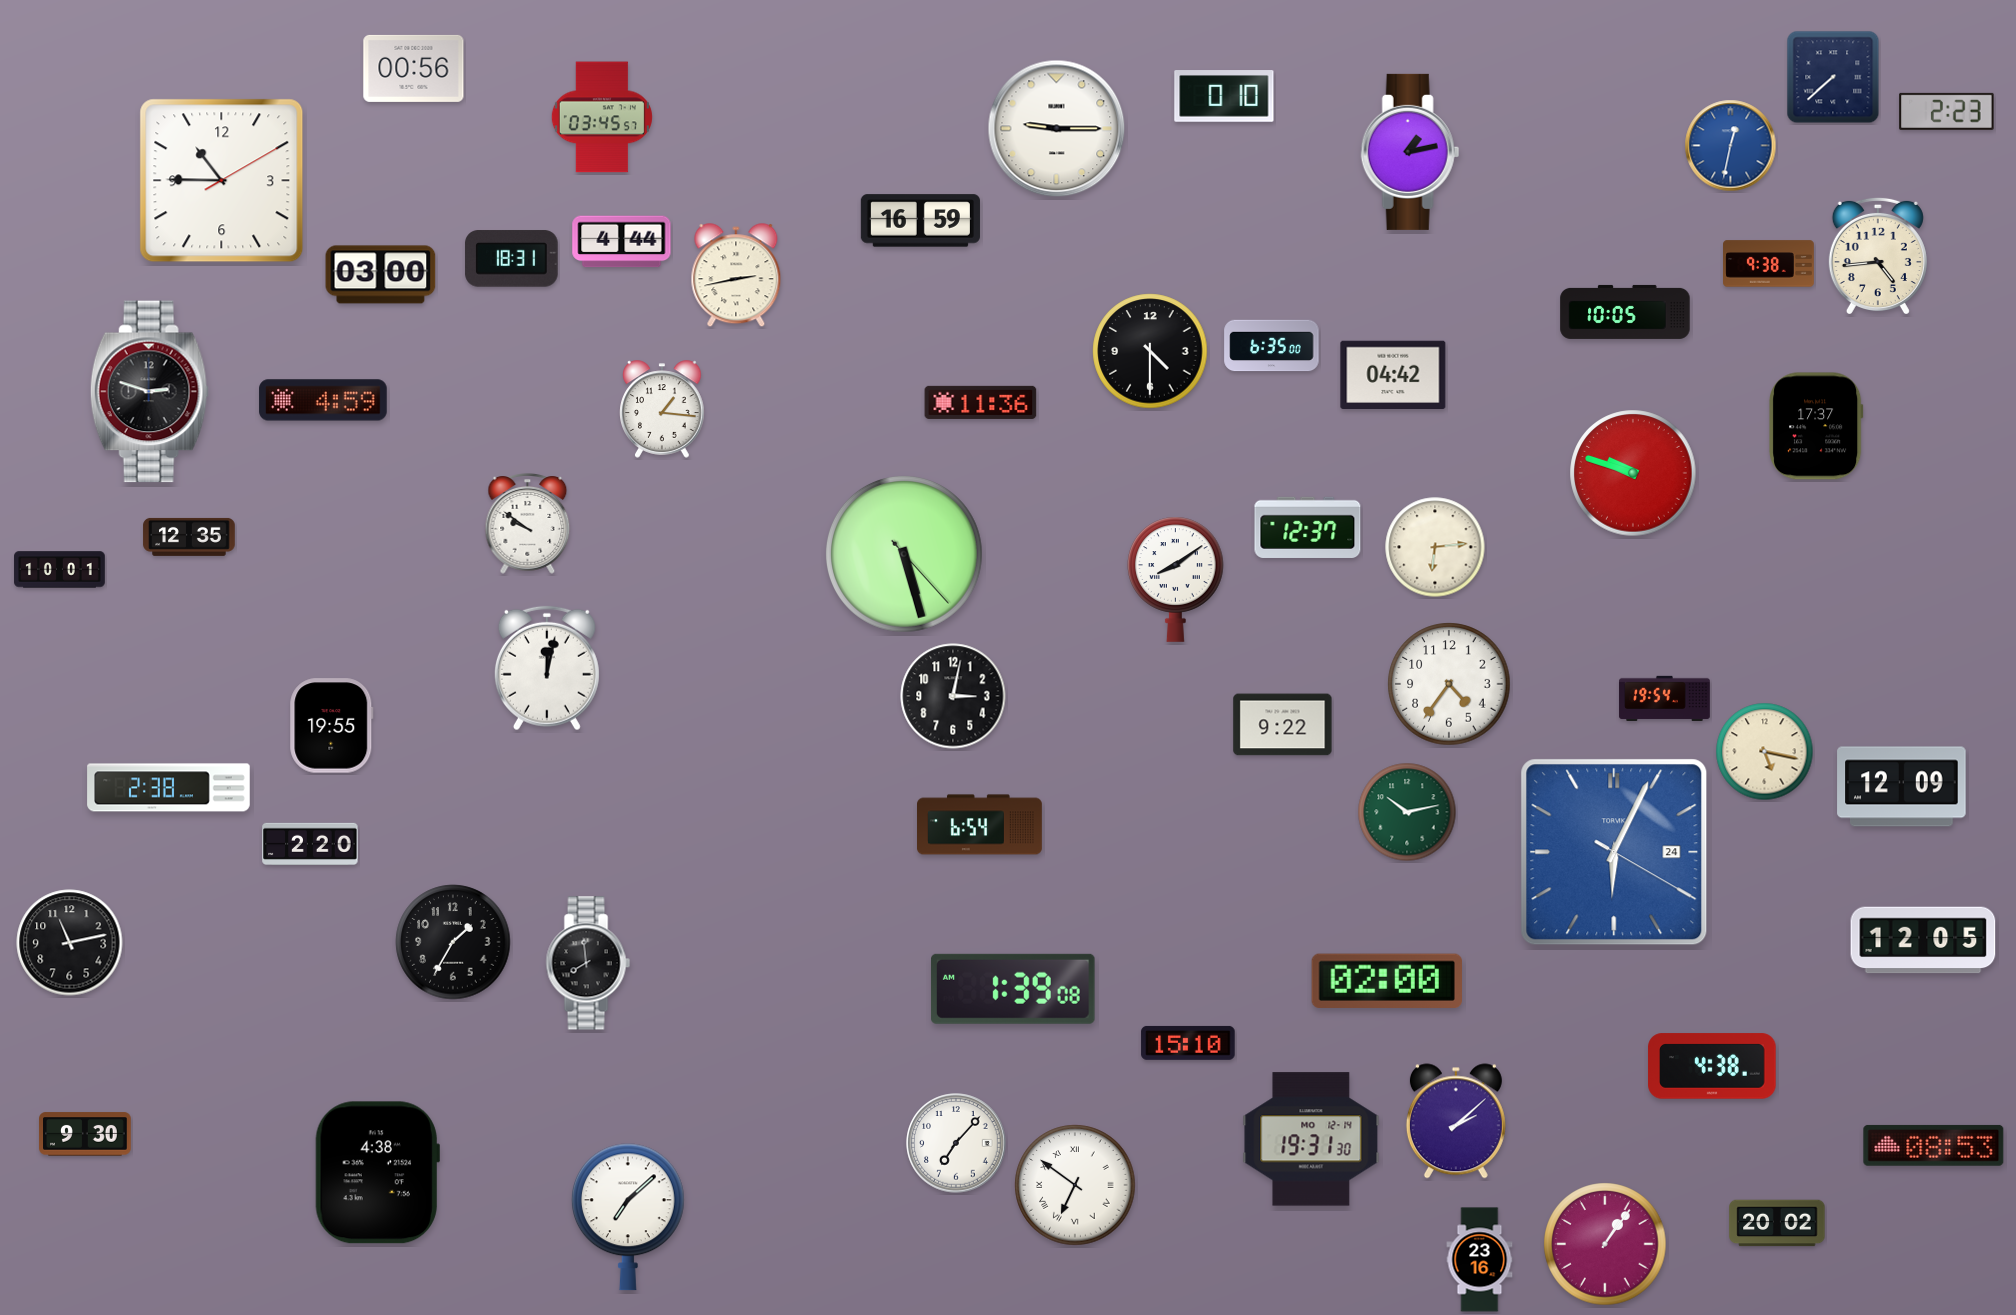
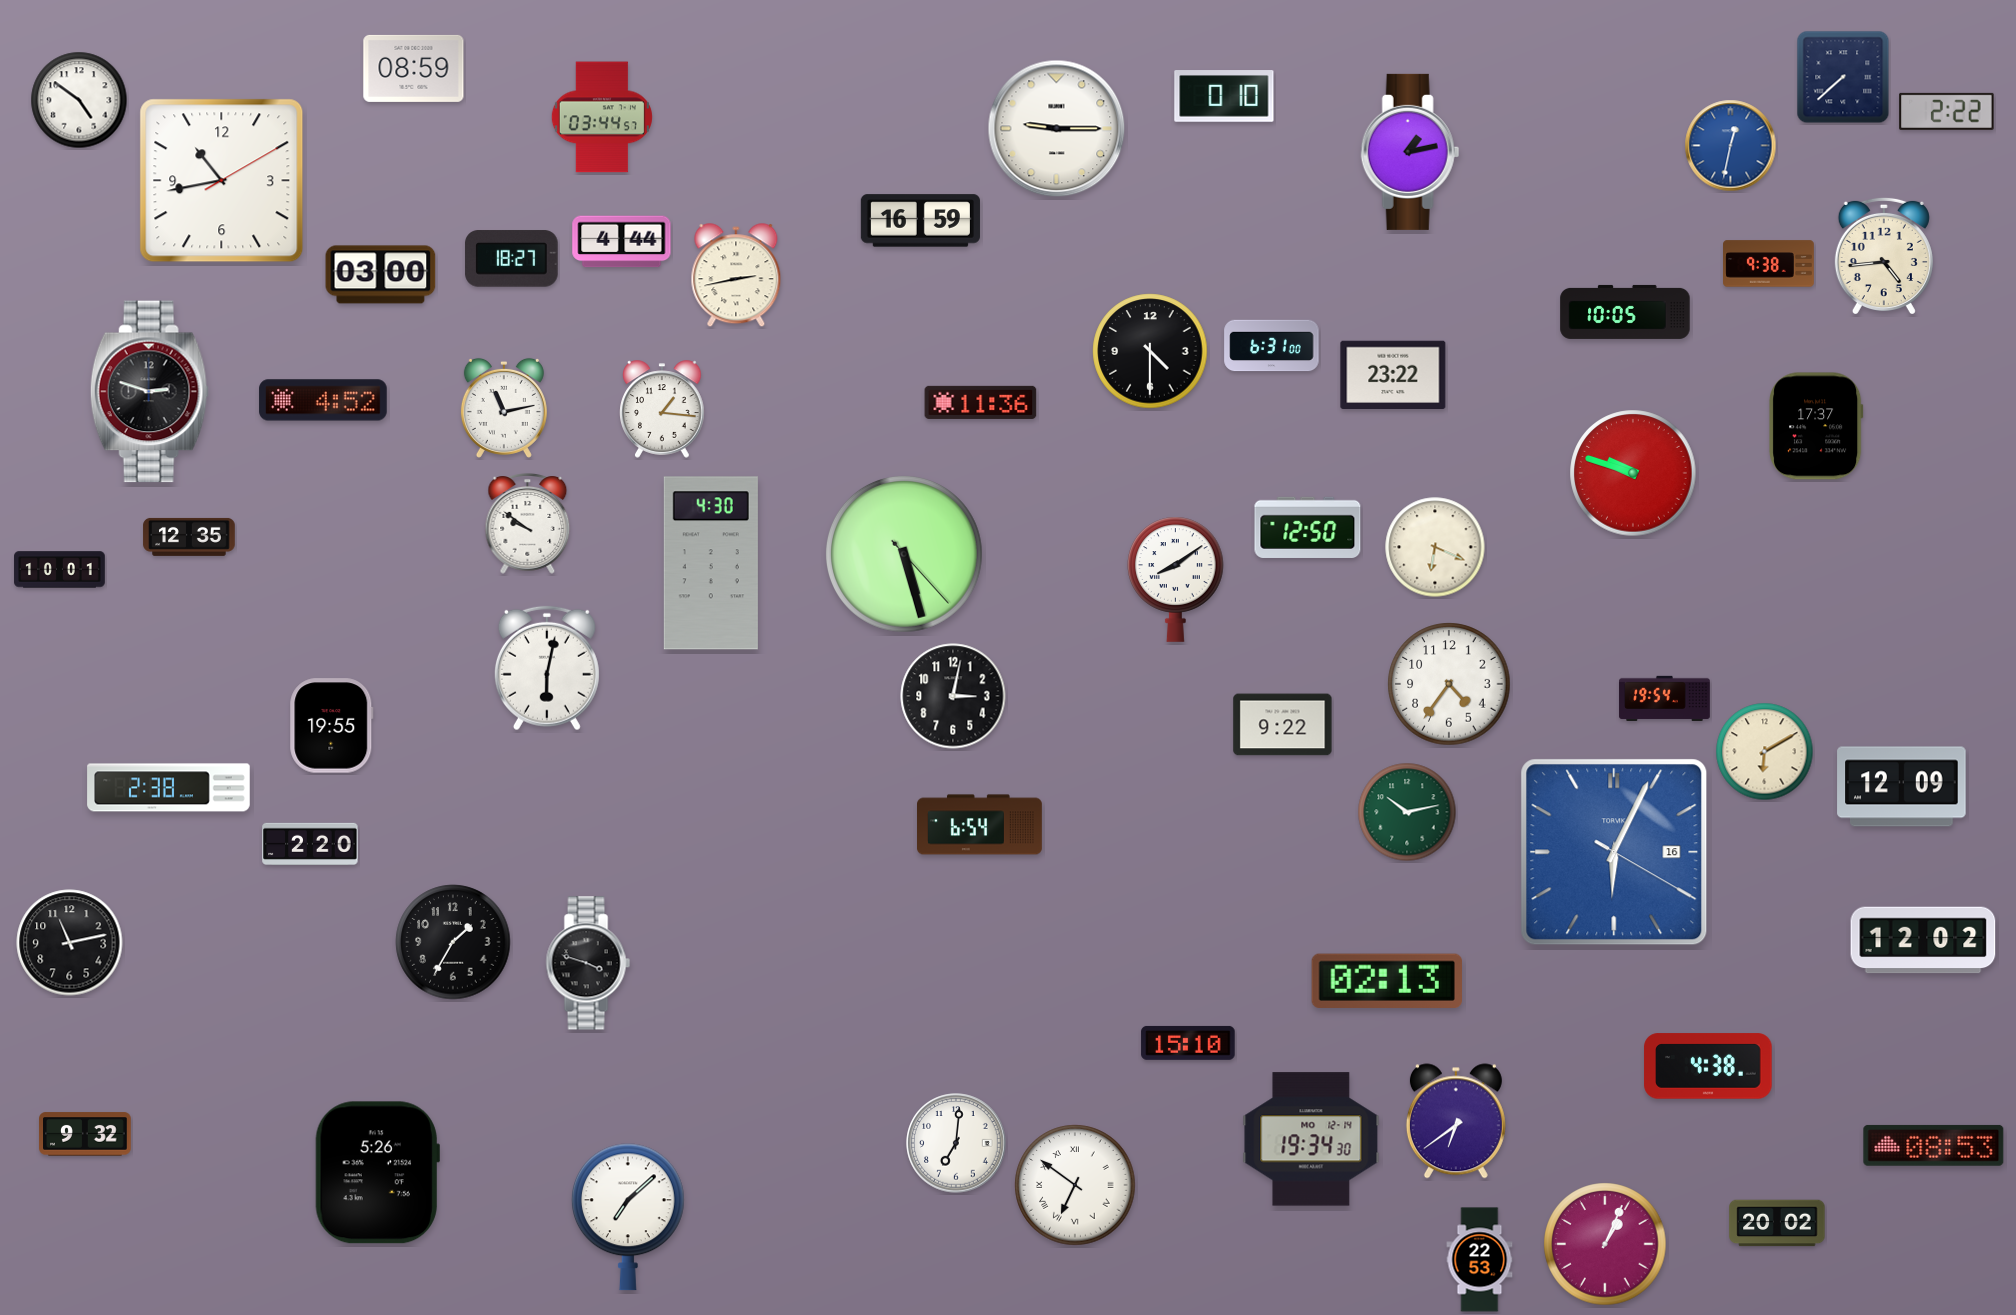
clock at (414, 68): 00:56 -> 08:59
clock at (1833, 77) position: (1833, 77) -> (1843, 77)
clock at (79, 100): none -> 4:51
clock at (1947, 111): 2:23 -> 2:22
clock at (602, 117): 03:45 -> 03:44
clock at (222, 181): 10:45 -> 10:43
clock at (1878, 256) position: (1878, 256) -> (1884, 256)
clock at (512, 259): 18:31 -> 18:27
clock at (1272, 346): 6:35 -> 6:31
clock at (1393, 374): 04:42 -> 23:22
clock at (323, 400): 4:59 -> 4:52
clock at (504, 408): none -> 11:13
clock at (1308, 527): 12:37 -> 12:50
clock at (1435, 547): 6:14 -> 6:19
clock at (711, 563): none -> 4:30
clock at (547, 668): 12:02 -> 6:02
clock at (1765, 752): 5:17 -> 6:10
clock at (1614, 852) date: 24 -> 16
clock at (1923, 940): 12:05 -> 12:02
clock at (588, 963): 7:59 -> 3:48
clock at (1387, 980): 02:00 -> 02:13
clock at (1014, 989): 1:39 -> none
clock at (1712, 1066) position: (1712, 1066) -> (1708, 1066)
clock at (1456, 1121): 2:08 -> 6:39
clock at (85, 1134): 9:30 -> 9:32
clock at (1311, 1139): 19:31 -> 19:34
clock at (956, 1143): 7:07 -> 7:01
clock at (377, 1173): 4:38 -> 5:26
clock at (1605, 1244): 1:06 -> 1:04
clock at (1480, 1260): 23:16 -> 22:53
